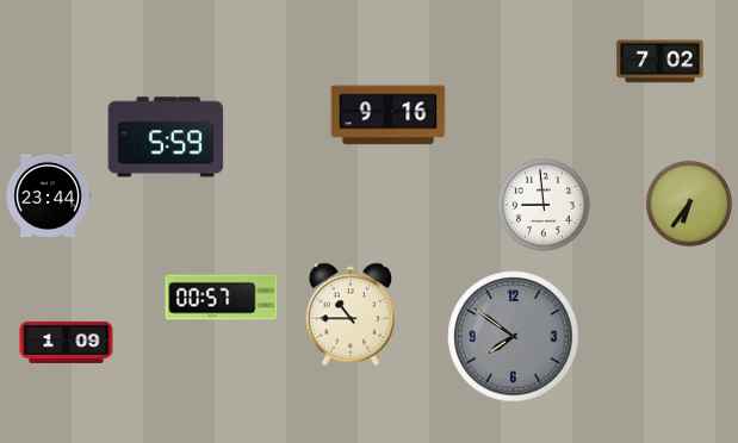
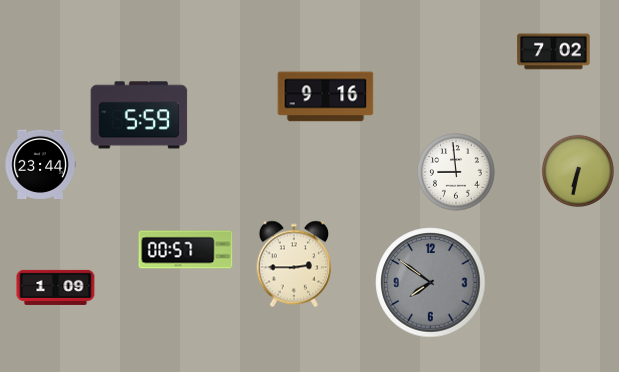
clock at (689, 204): 6:36 -> 6:32
clock at (351, 314): 10:45 -> 2:45
